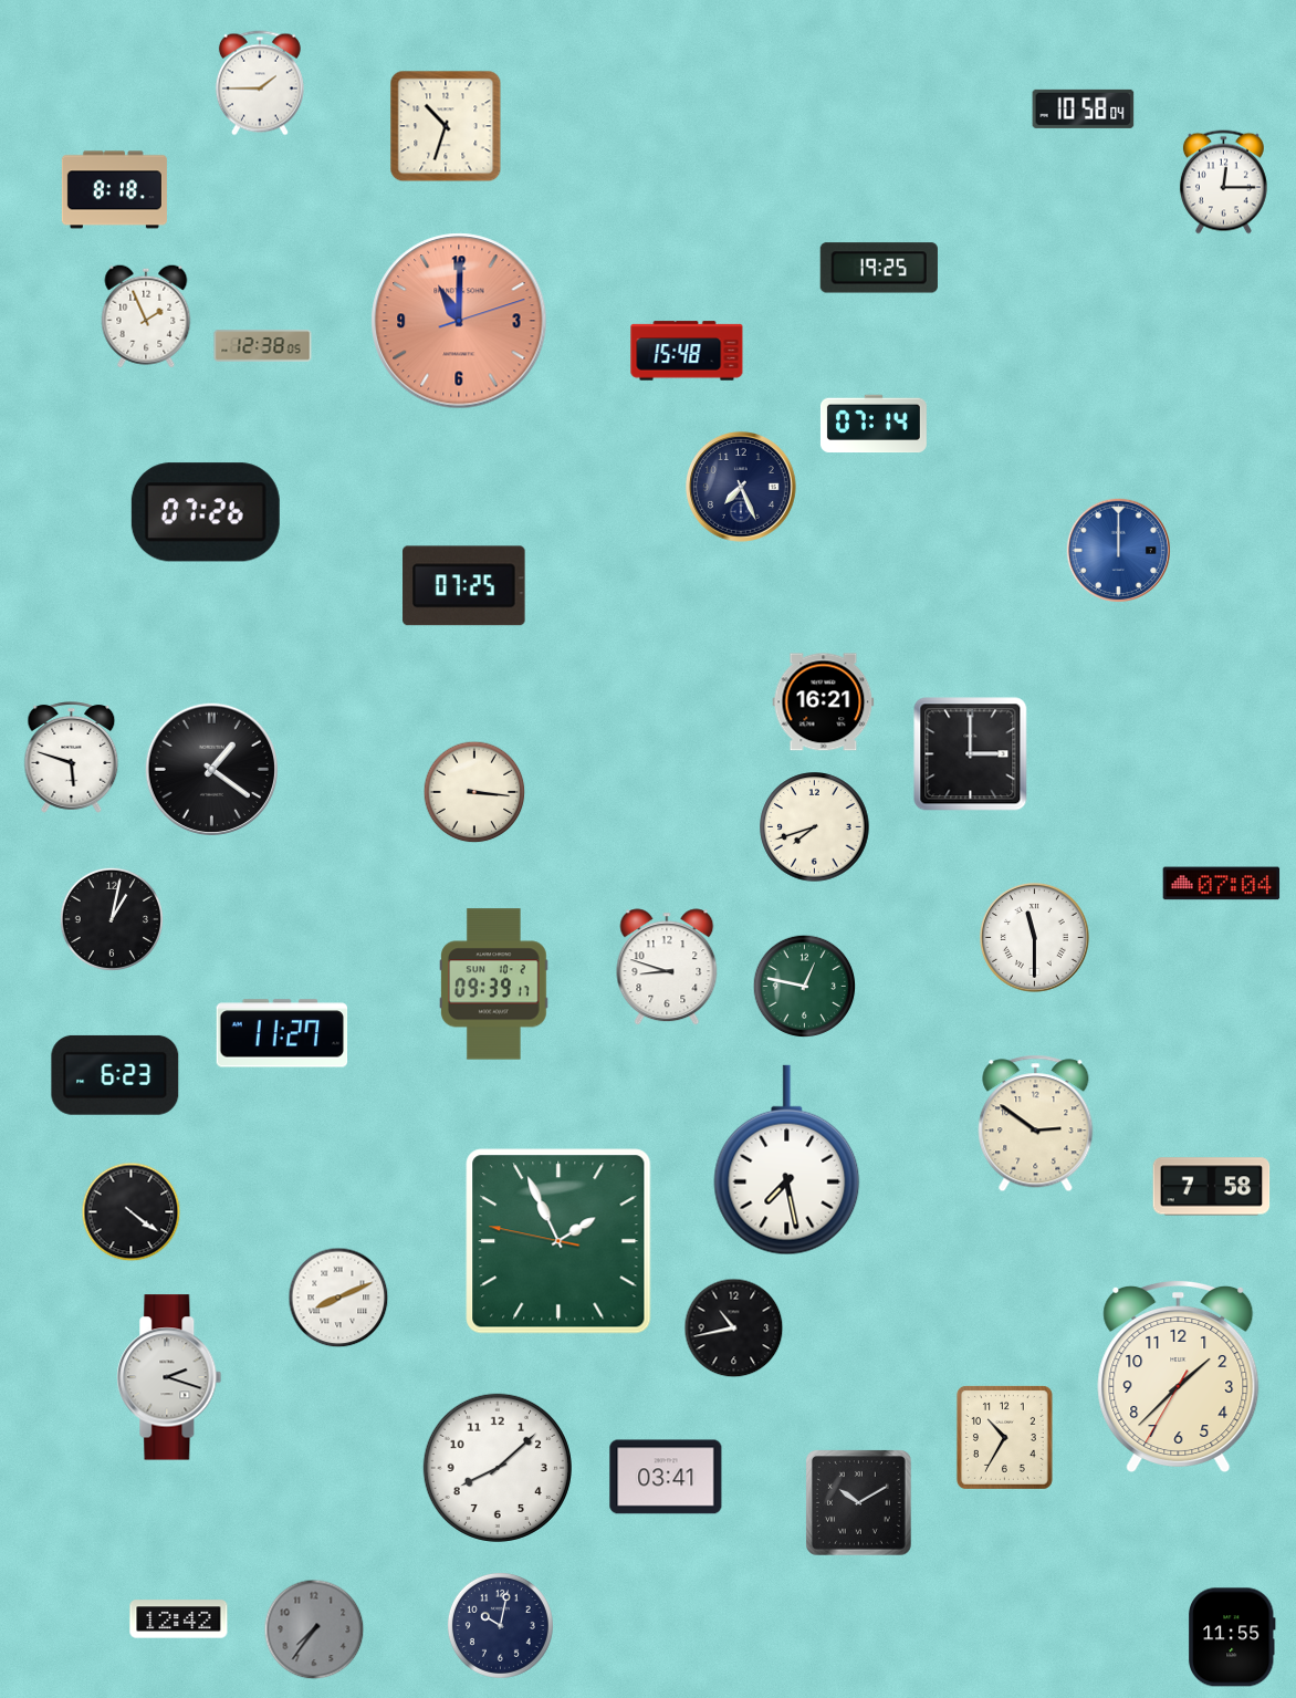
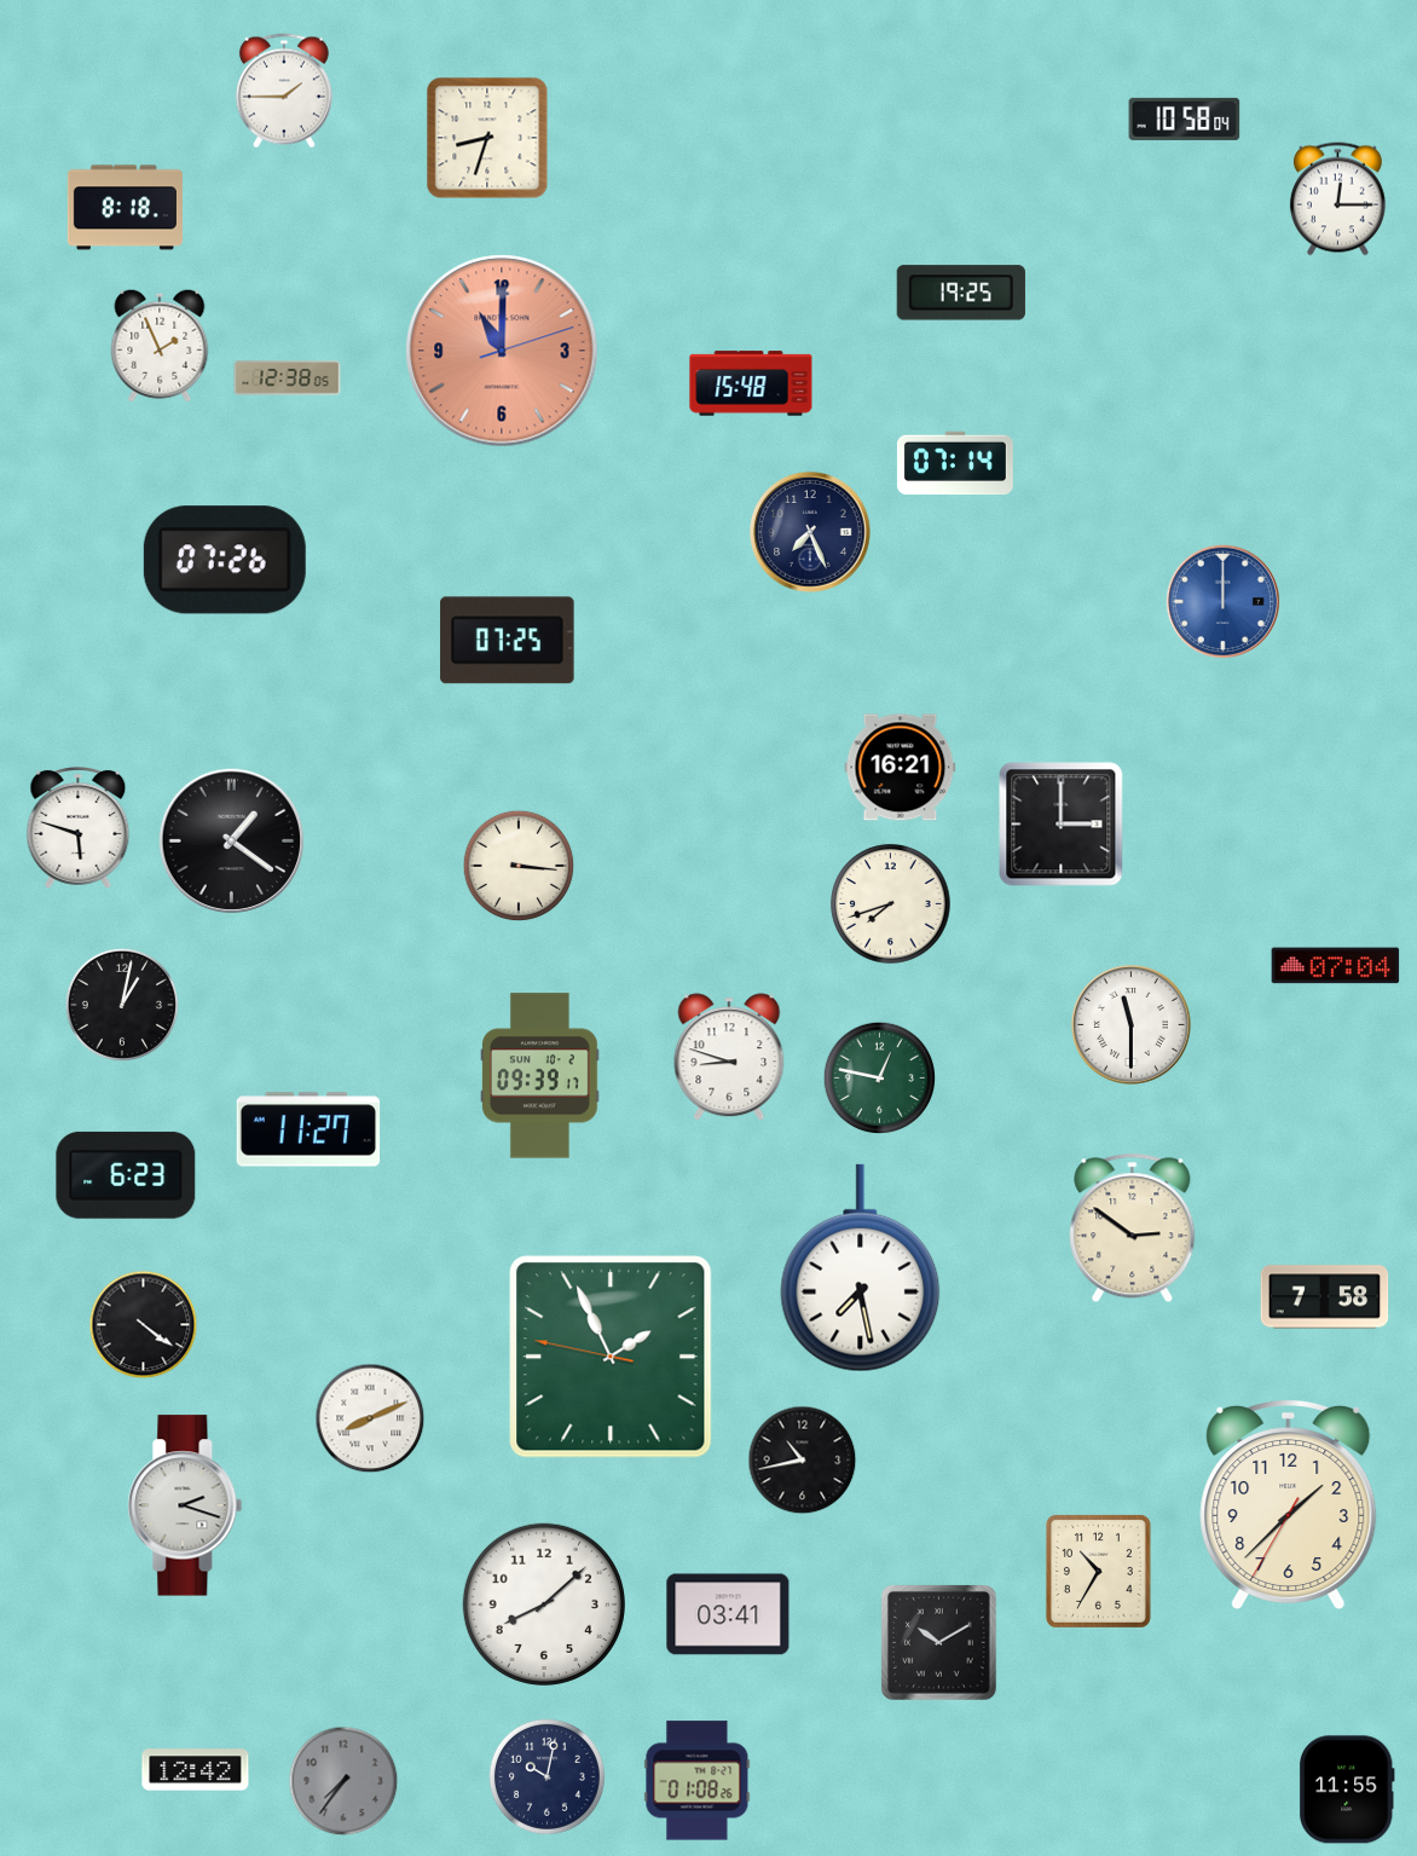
clock at (446, 126): 10:33 -> 8:33
clock at (734, 1329) position: (734, 1329) -> (803, 1461)
clock at (698, 1781): none -> 01:08
